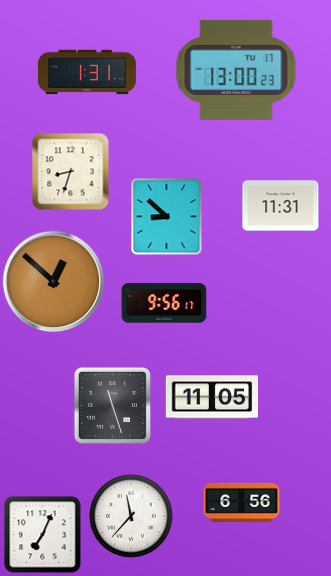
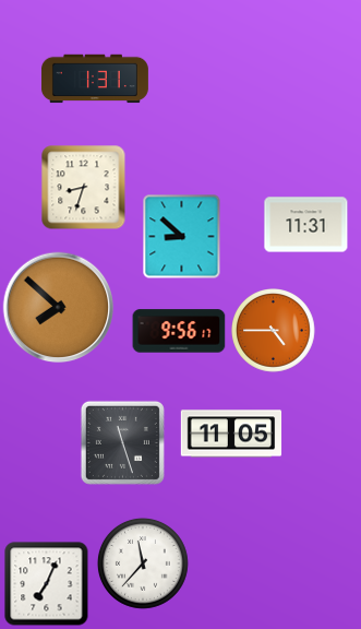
clock at (236, 70): 13:00 -> none
clock at (71, 172) position: (71, 172) -> (84, 188)
clock at (54, 282): 12:52 -> 7:52
clock at (274, 331): none -> 4:45
clock at (242, 502): 6:56 -> none
